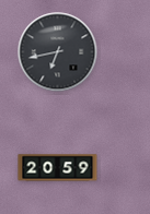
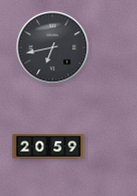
clock at (58, 168) position: (58, 168) -> (49, 147)
